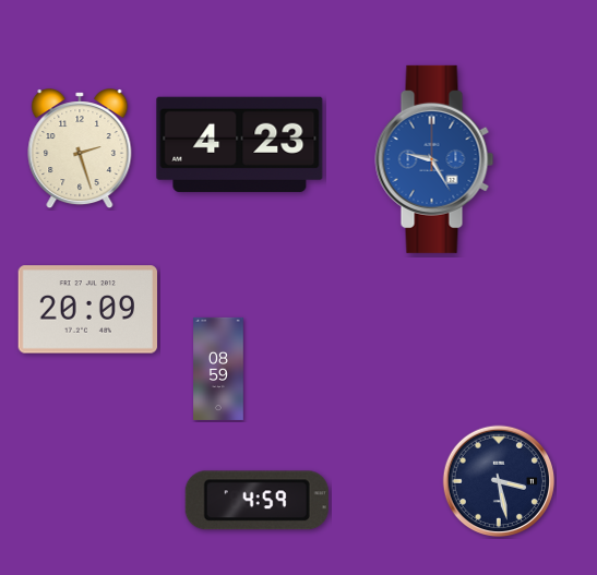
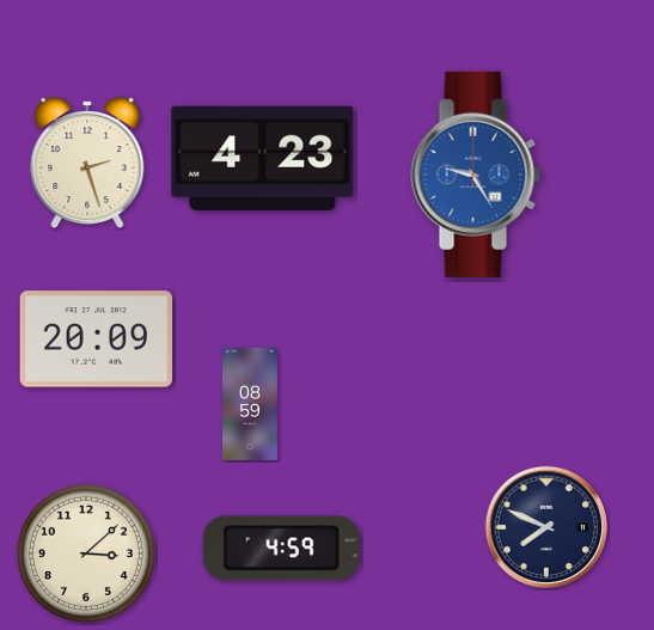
clock at (218, 369) position: (218, 369) -> (250, 404)
clock at (499, 481): 3:28 -> 7:49
clock at (86, 553): none -> 3:08
